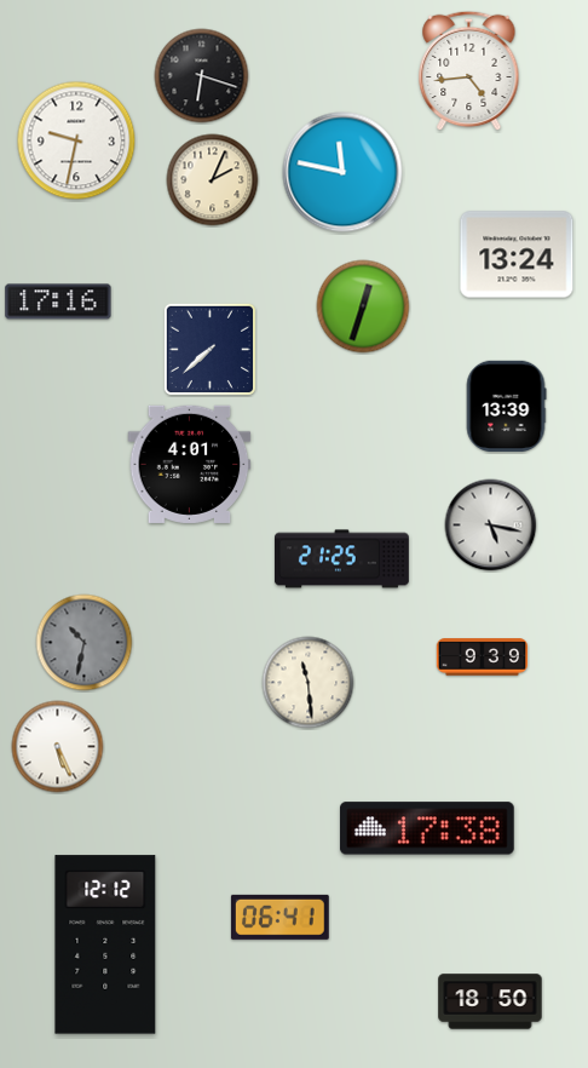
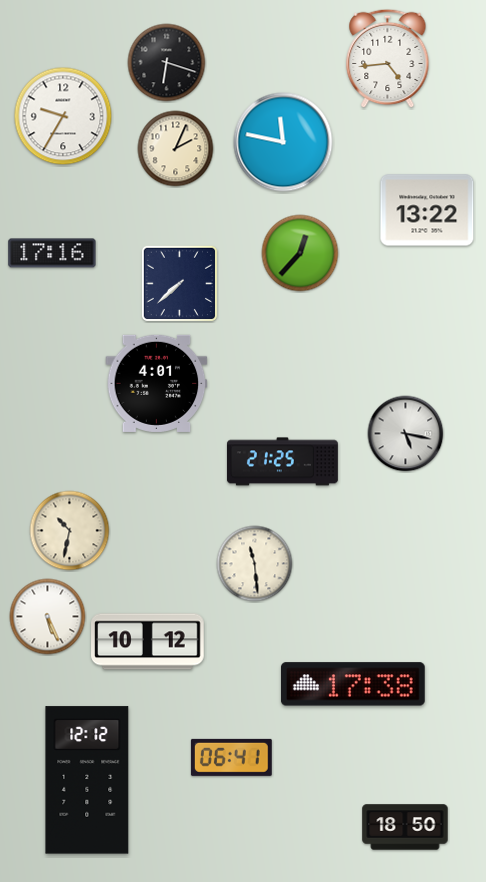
clock at (76, 140): 9:32 -> 9:35
clock at (517, 254): 13:24 -> 13:22
clock at (58, 302) position: (58, 302) -> (52, 253)
clock at (363, 306): 12:33 -> 12:37
clock at (209, 349) position: (209, 349) -> (179, 283)
clock at (506, 406): 13:39 -> none
clock at (85, 643) dial: grey -> cream
clock at (482, 658): 9:39 -> none
clock at (148, 642): none -> 10:12
